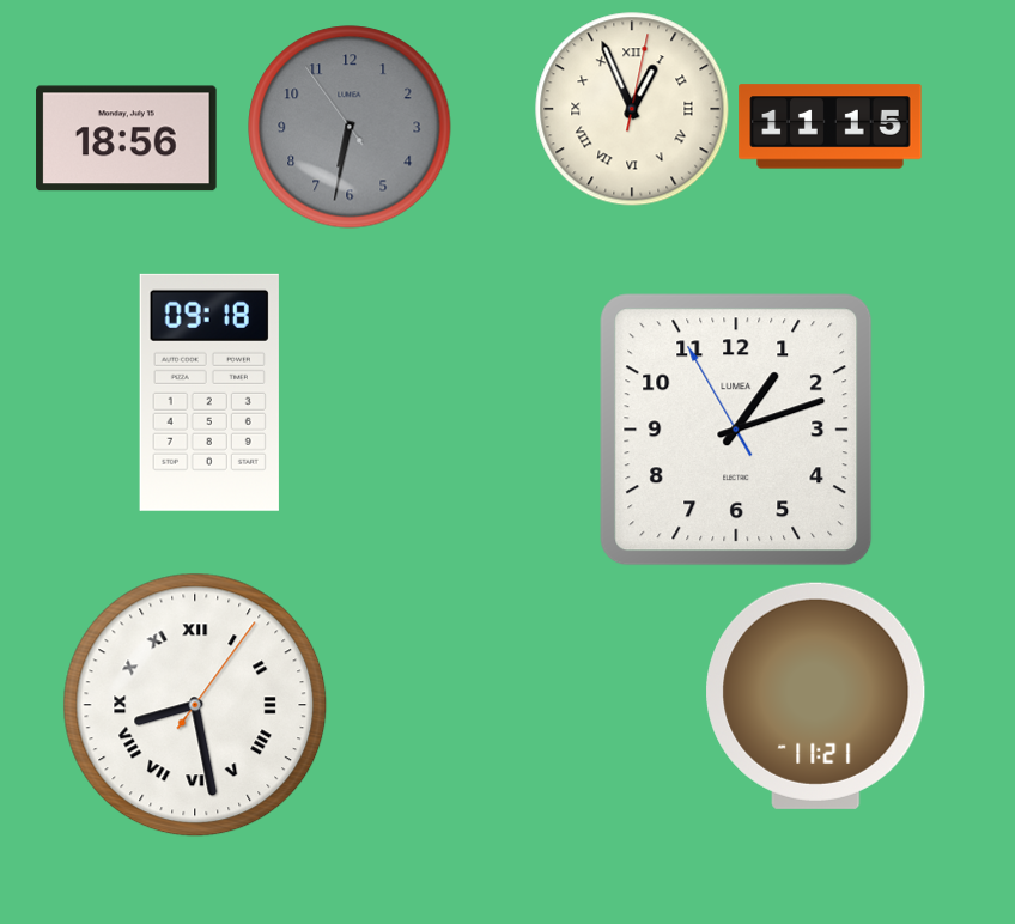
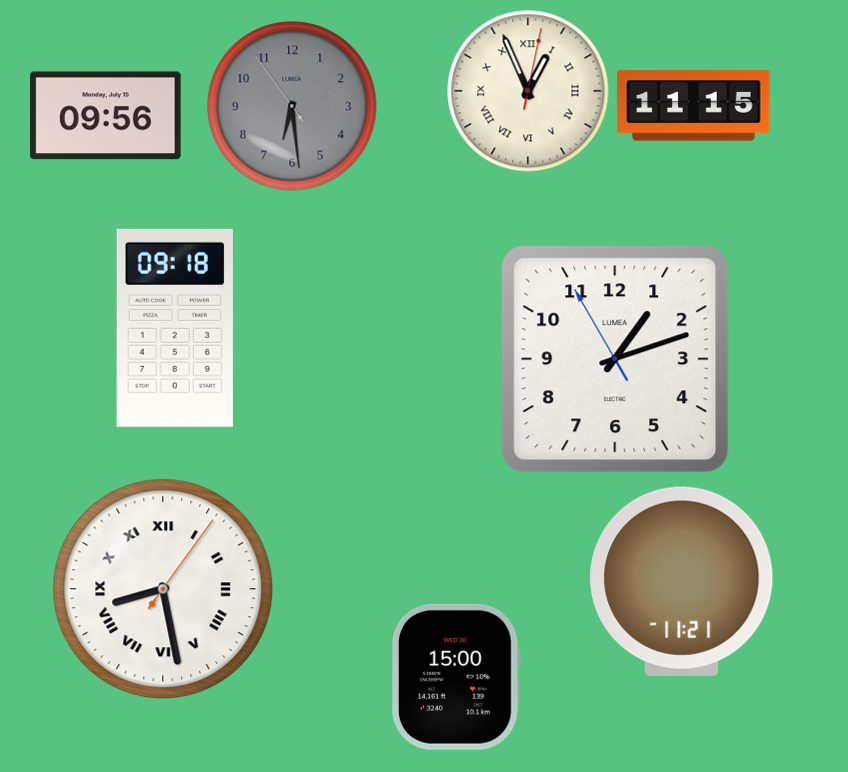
clock at (350, 127): 6:31 -> 6:28
clock at (127, 139): 18:56 -> 09:56
clock at (456, 677): none -> 15:00
